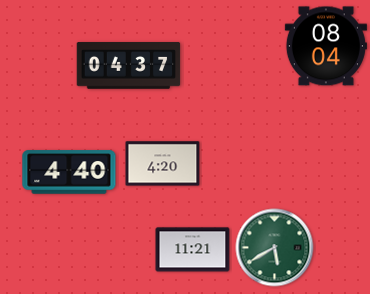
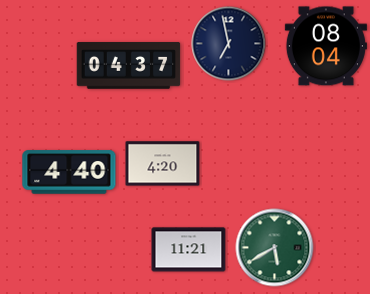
clock at (229, 44): none -> 6:58
clock at (193, 250) position: (193, 250) -> (189, 250)
